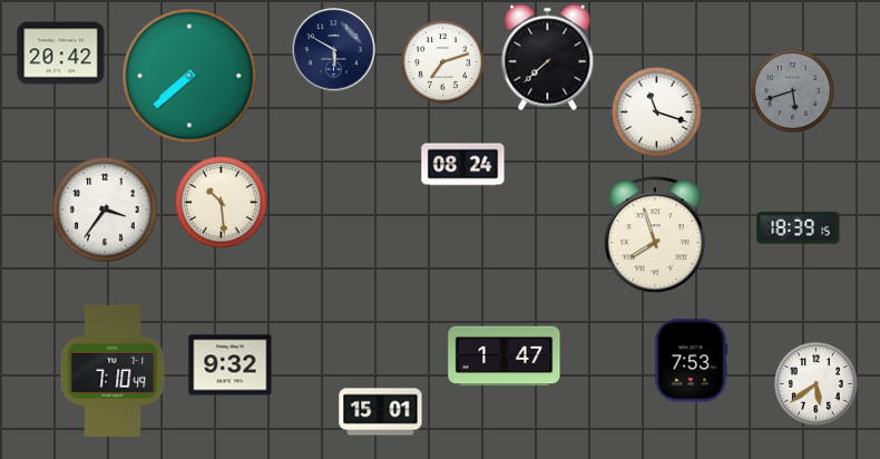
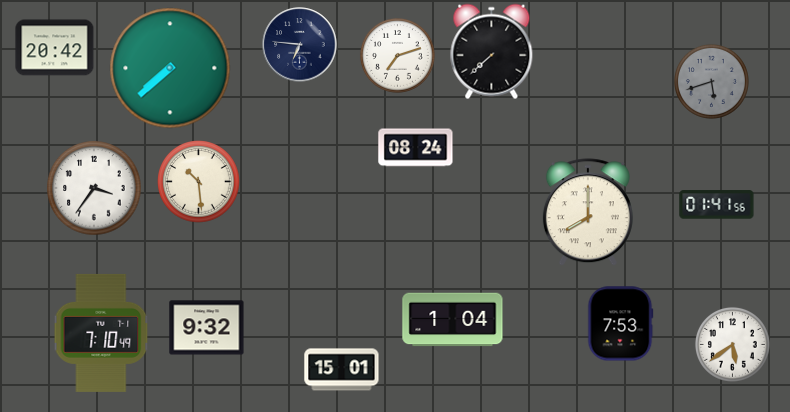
clock at (334, 50): 5:50 -> 6:46
clock at (657, 113): 11:18 -> none
clock at (799, 228): 18:39 -> 01:41
clock at (655, 237): 7:57 -> 8:00
clock at (505, 357): 1:47 -> 1:04
